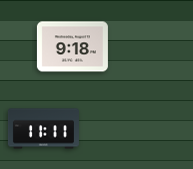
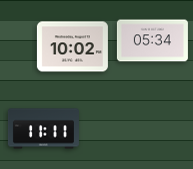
clock at (152, 41): none -> 05:34
clock at (72, 47): 9:18 -> 10:02
